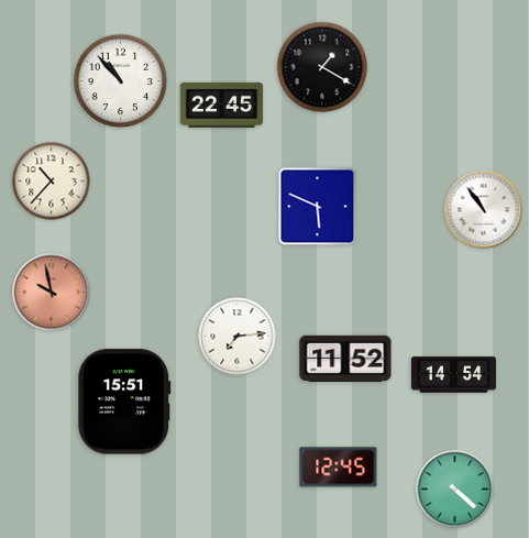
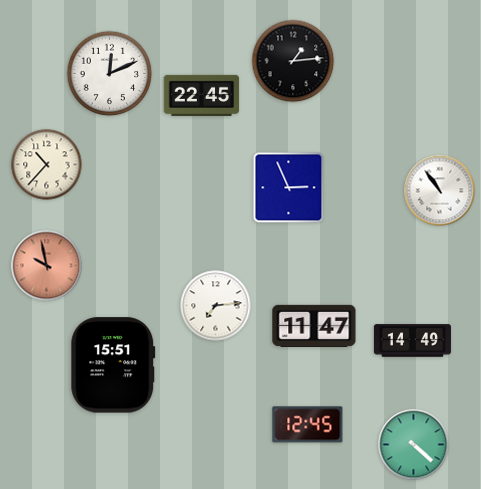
clock at (322, 67): 1:20 -> 1:14
clock at (121, 81): 10:53 -> 12:11
clock at (318, 207): 5:49 -> 2:56
clock at (345, 359): 11:52 -> 11:47
clock at (453, 375): 14:54 -> 14:49
